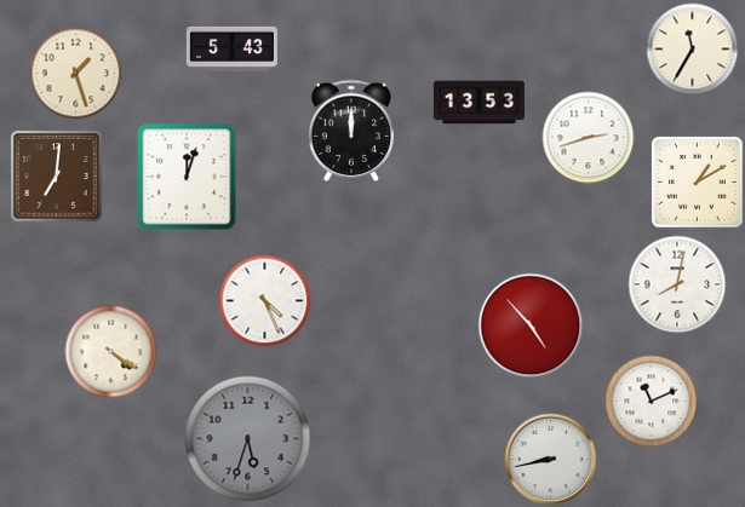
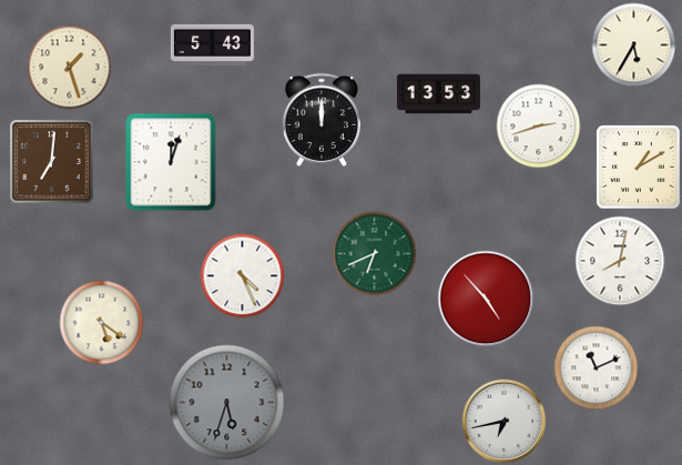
clock at (693, 50): 11:35 -> 5:35
clock at (375, 254): none -> 6:41
clock at (111, 352): 4:21 -> 5:21
clock at (551, 460): 8:43 -> 6:43
